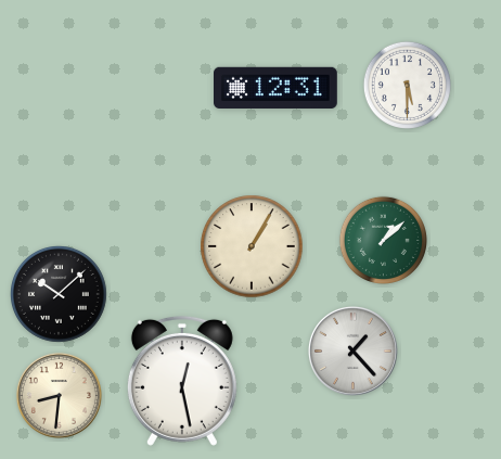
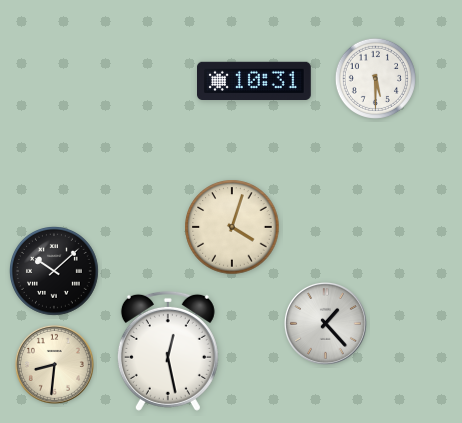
clock at (277, 87): 12:31 -> 10:31
clock at (383, 240): 1:08 -> none
clock at (252, 246): 1:05 -> 4:03
